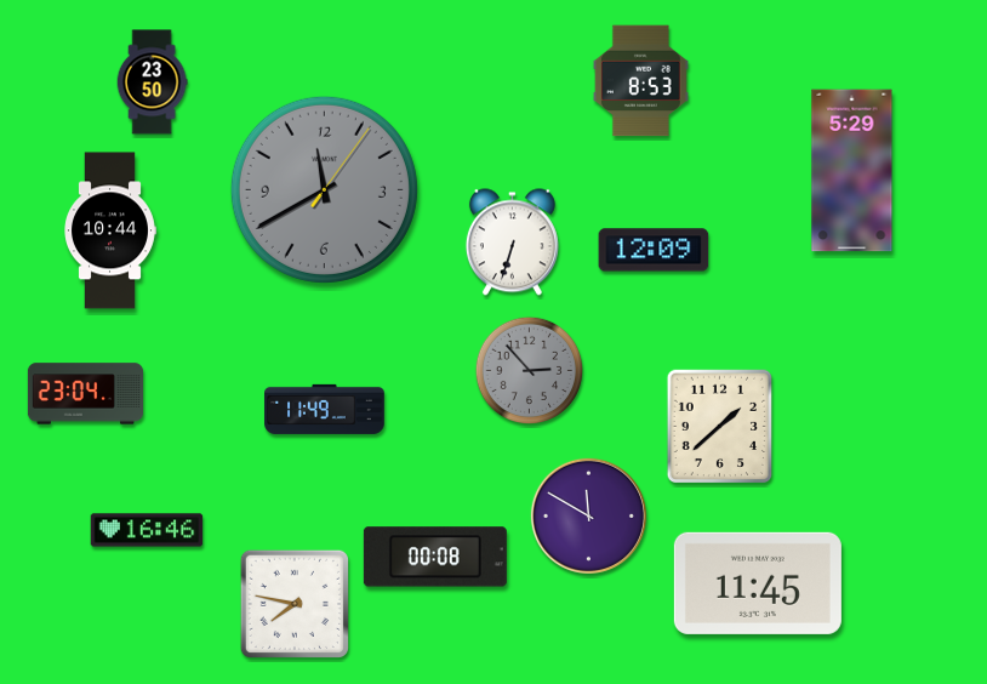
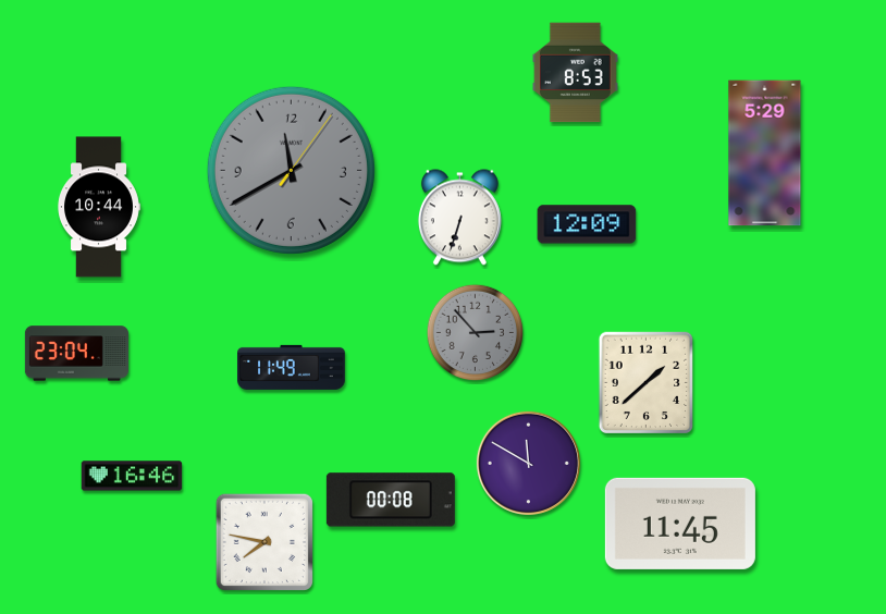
clock at (152, 82): 23:50 -> none
